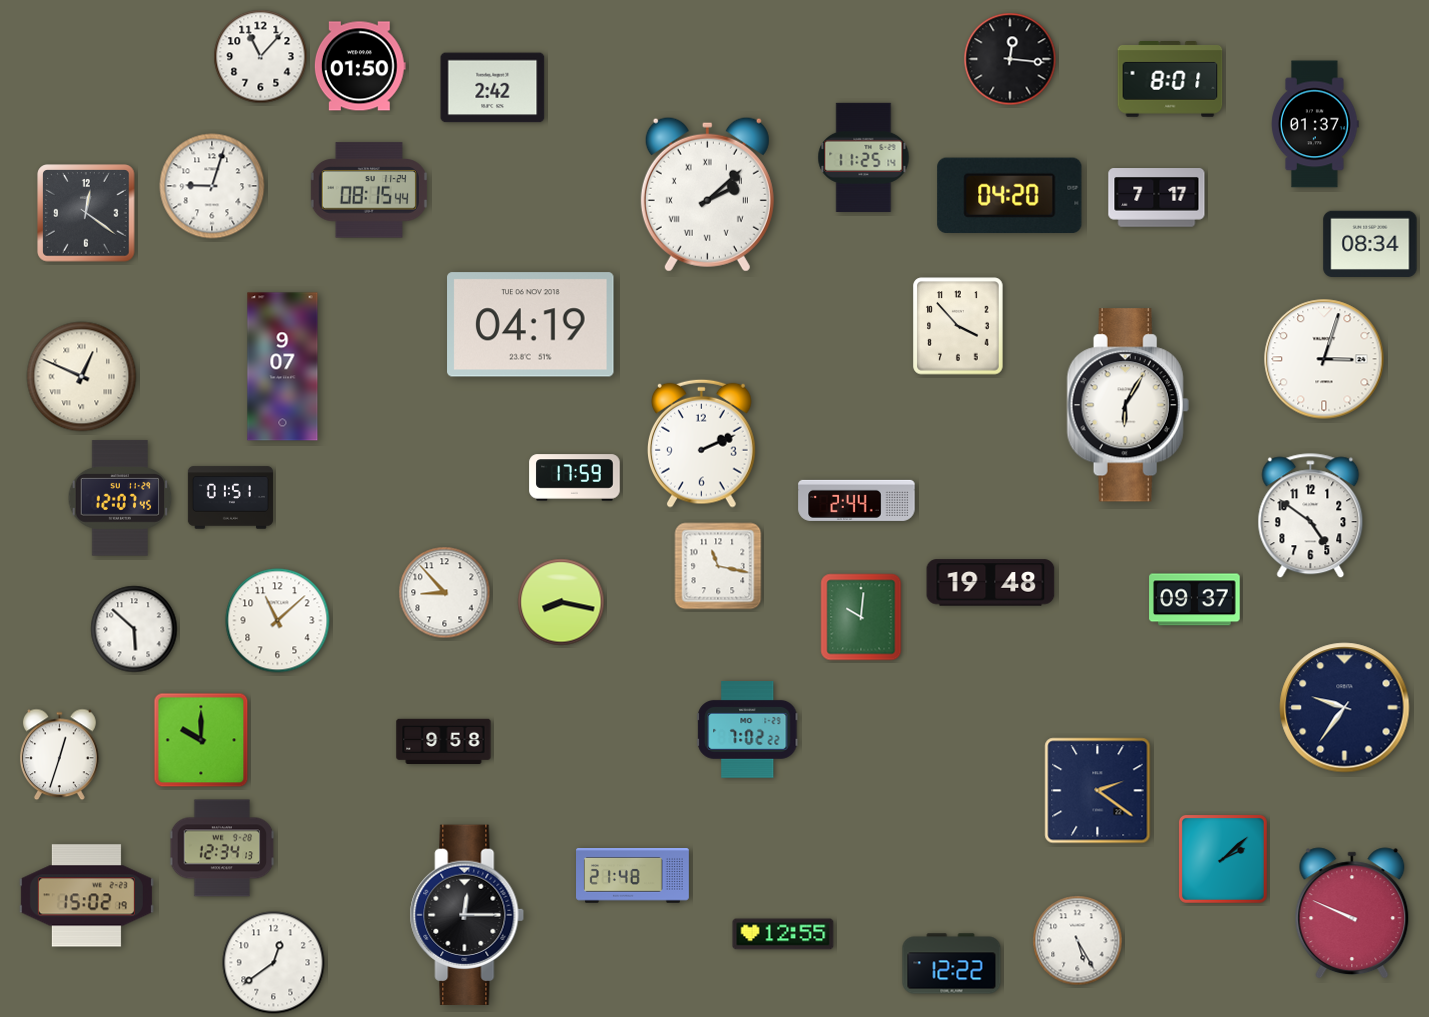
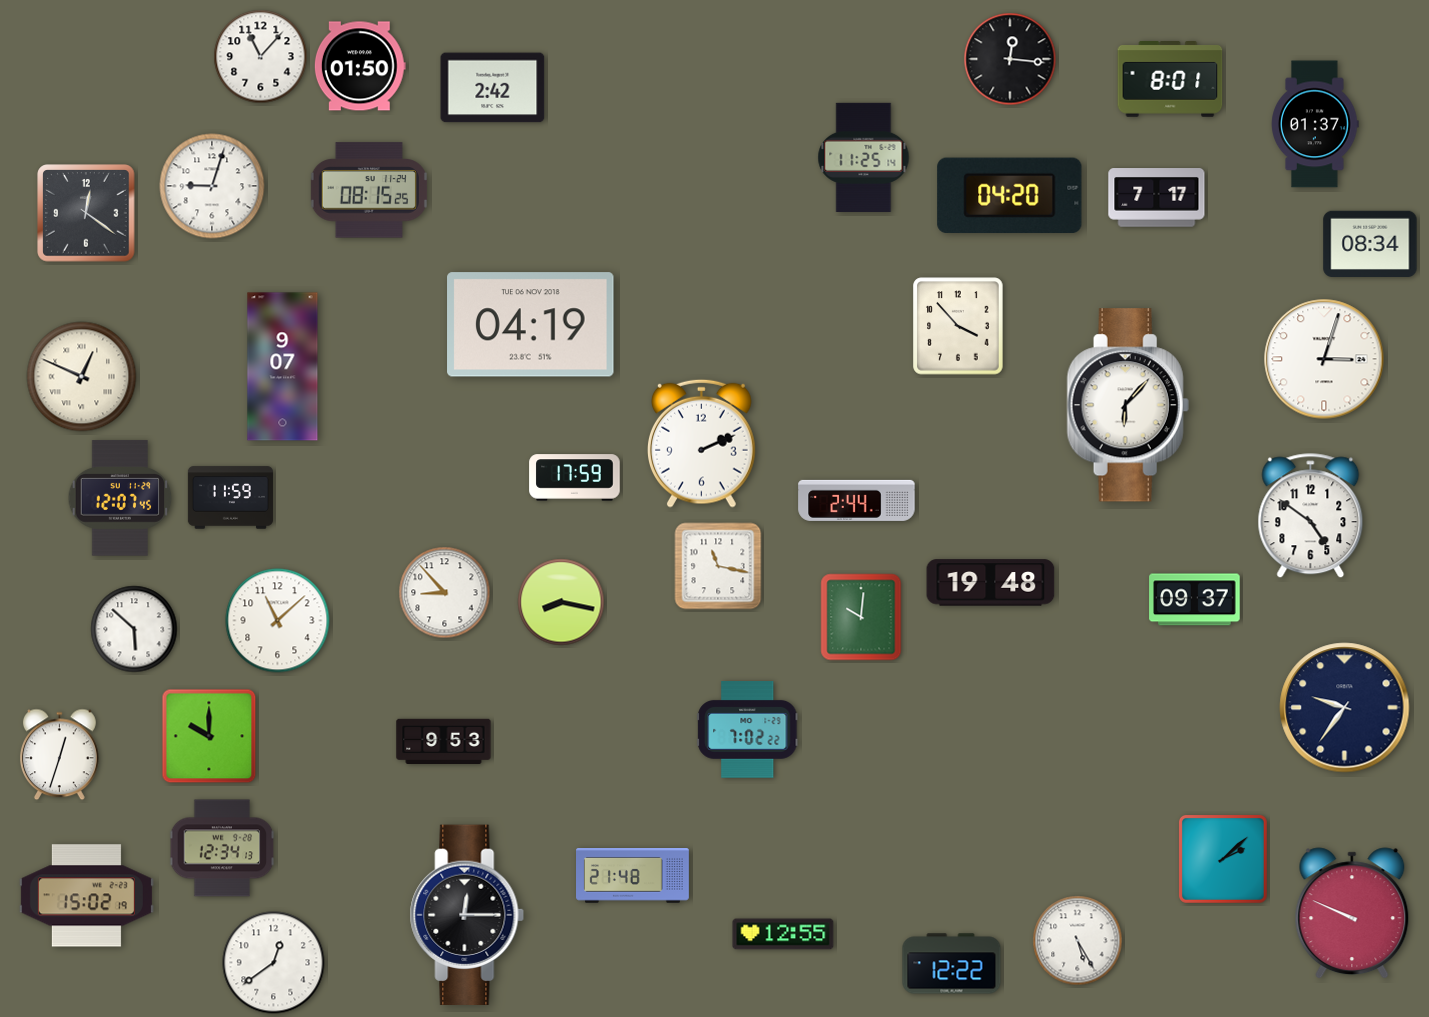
clock at (369, 190): 08:15:44 -> 08:15:25
clock at (707, 194): 2:08 -> none
clock at (1128, 405): 6:05 -> 6:07
clock at (230, 498): 01:51 -> 11:59
clock at (201, 740) position: (201, 740) -> (209, 736)
clock at (444, 741): 9:58 -> 9:53
clock at (1098, 791): 2:21 -> none
